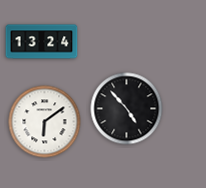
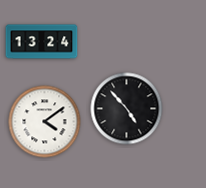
clock at (45, 122): 6:09 -> 4:09
